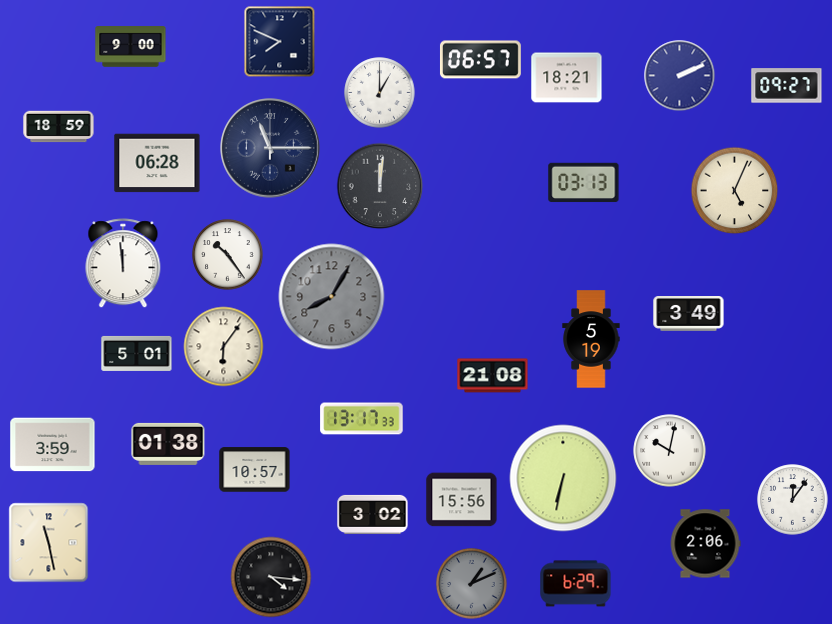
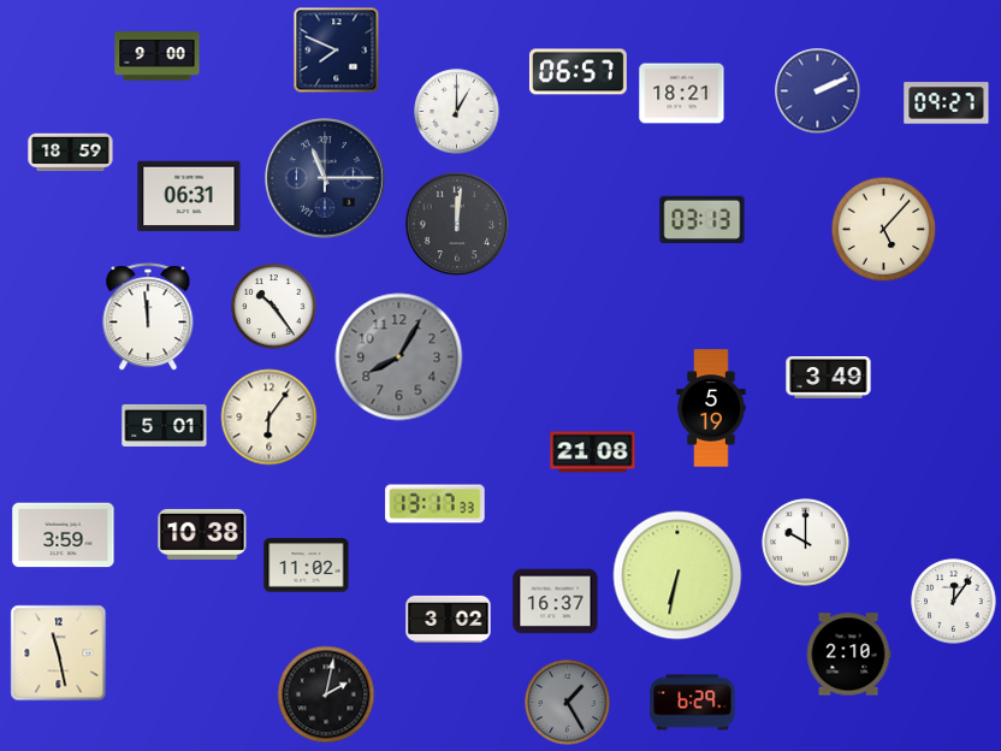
clock at (157, 163): 06:28 -> 06:31
clock at (735, 191): 5:04 -> 5:07
clock at (168, 444): 01:38 -> 10:38
clock at (670, 451): 10:02 -> 10:00
clock at (255, 470): 10:57 -> 11:02
clock at (462, 500): 15:56 -> 16:37
clock at (705, 544): 2:06 -> 2:10
clock at (271, 577): 4:16 -> 2:02
clock at (472, 584): 1:11 -> 1:25
